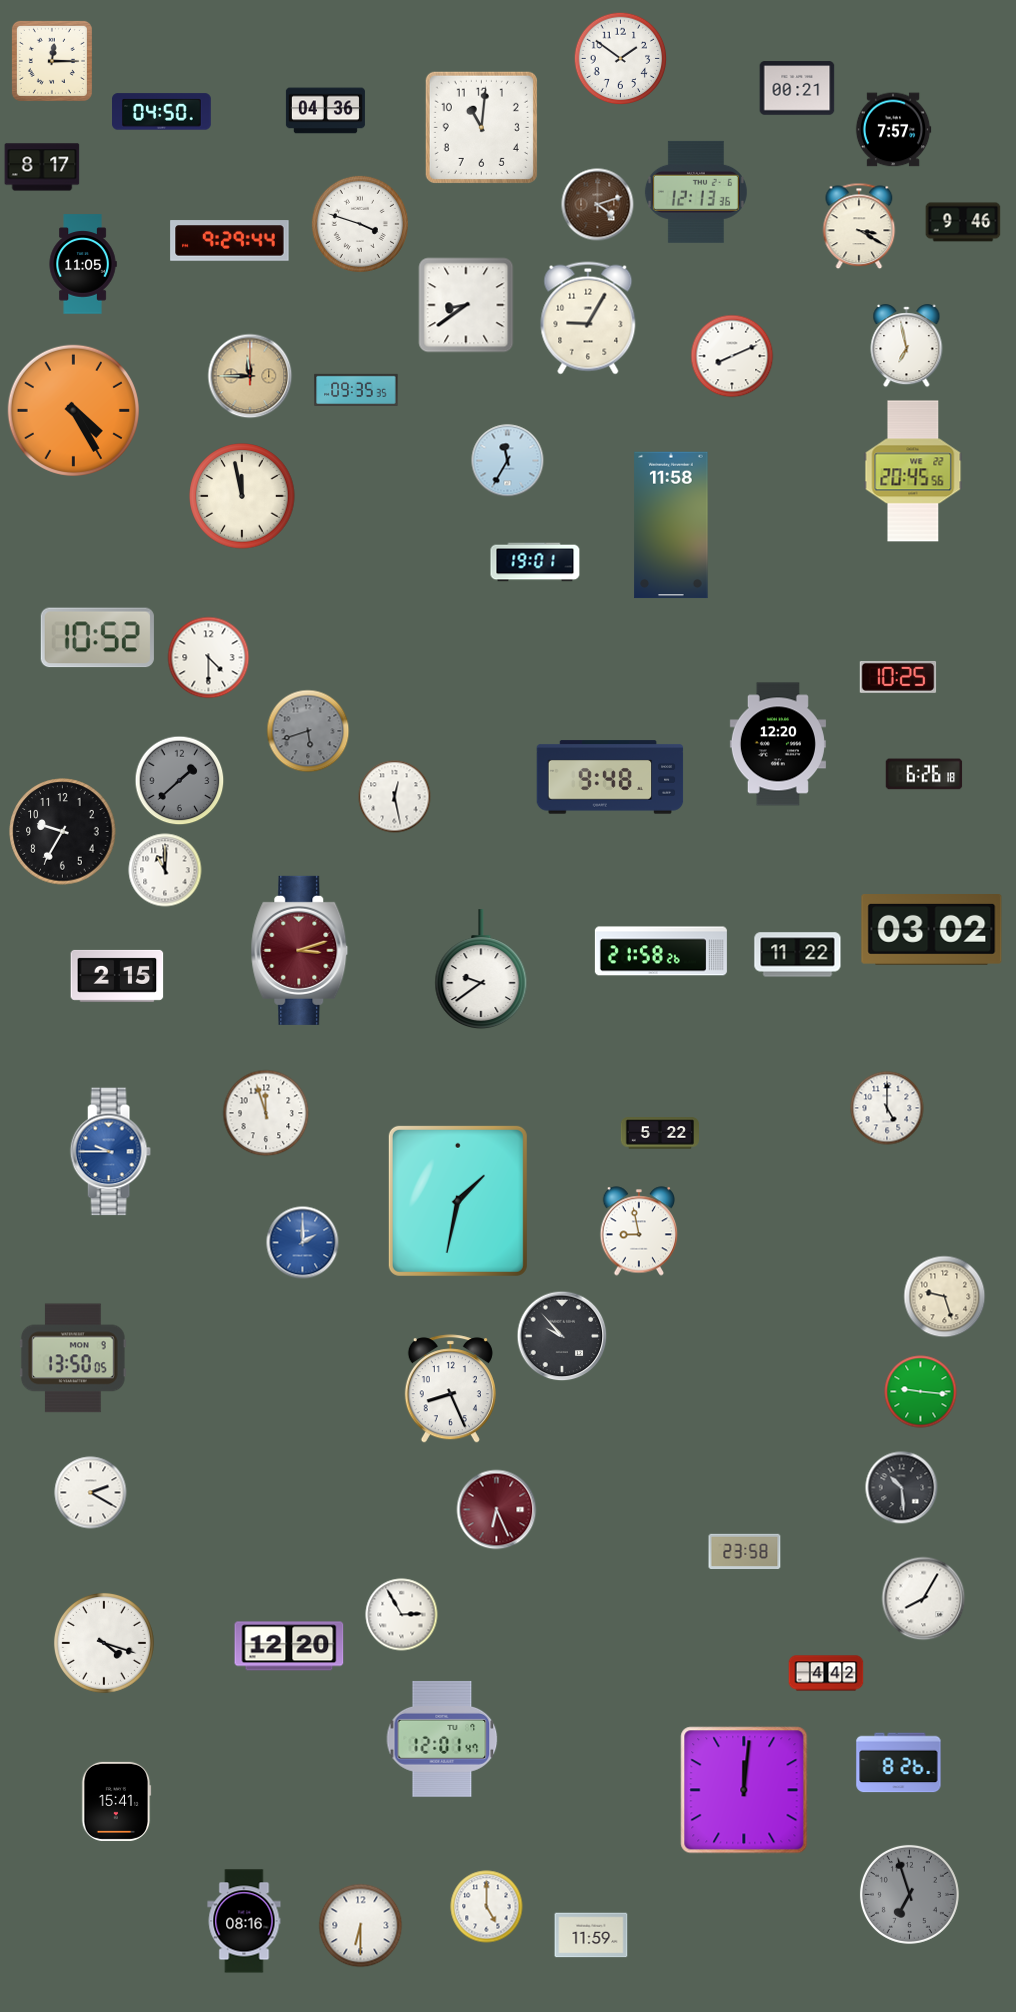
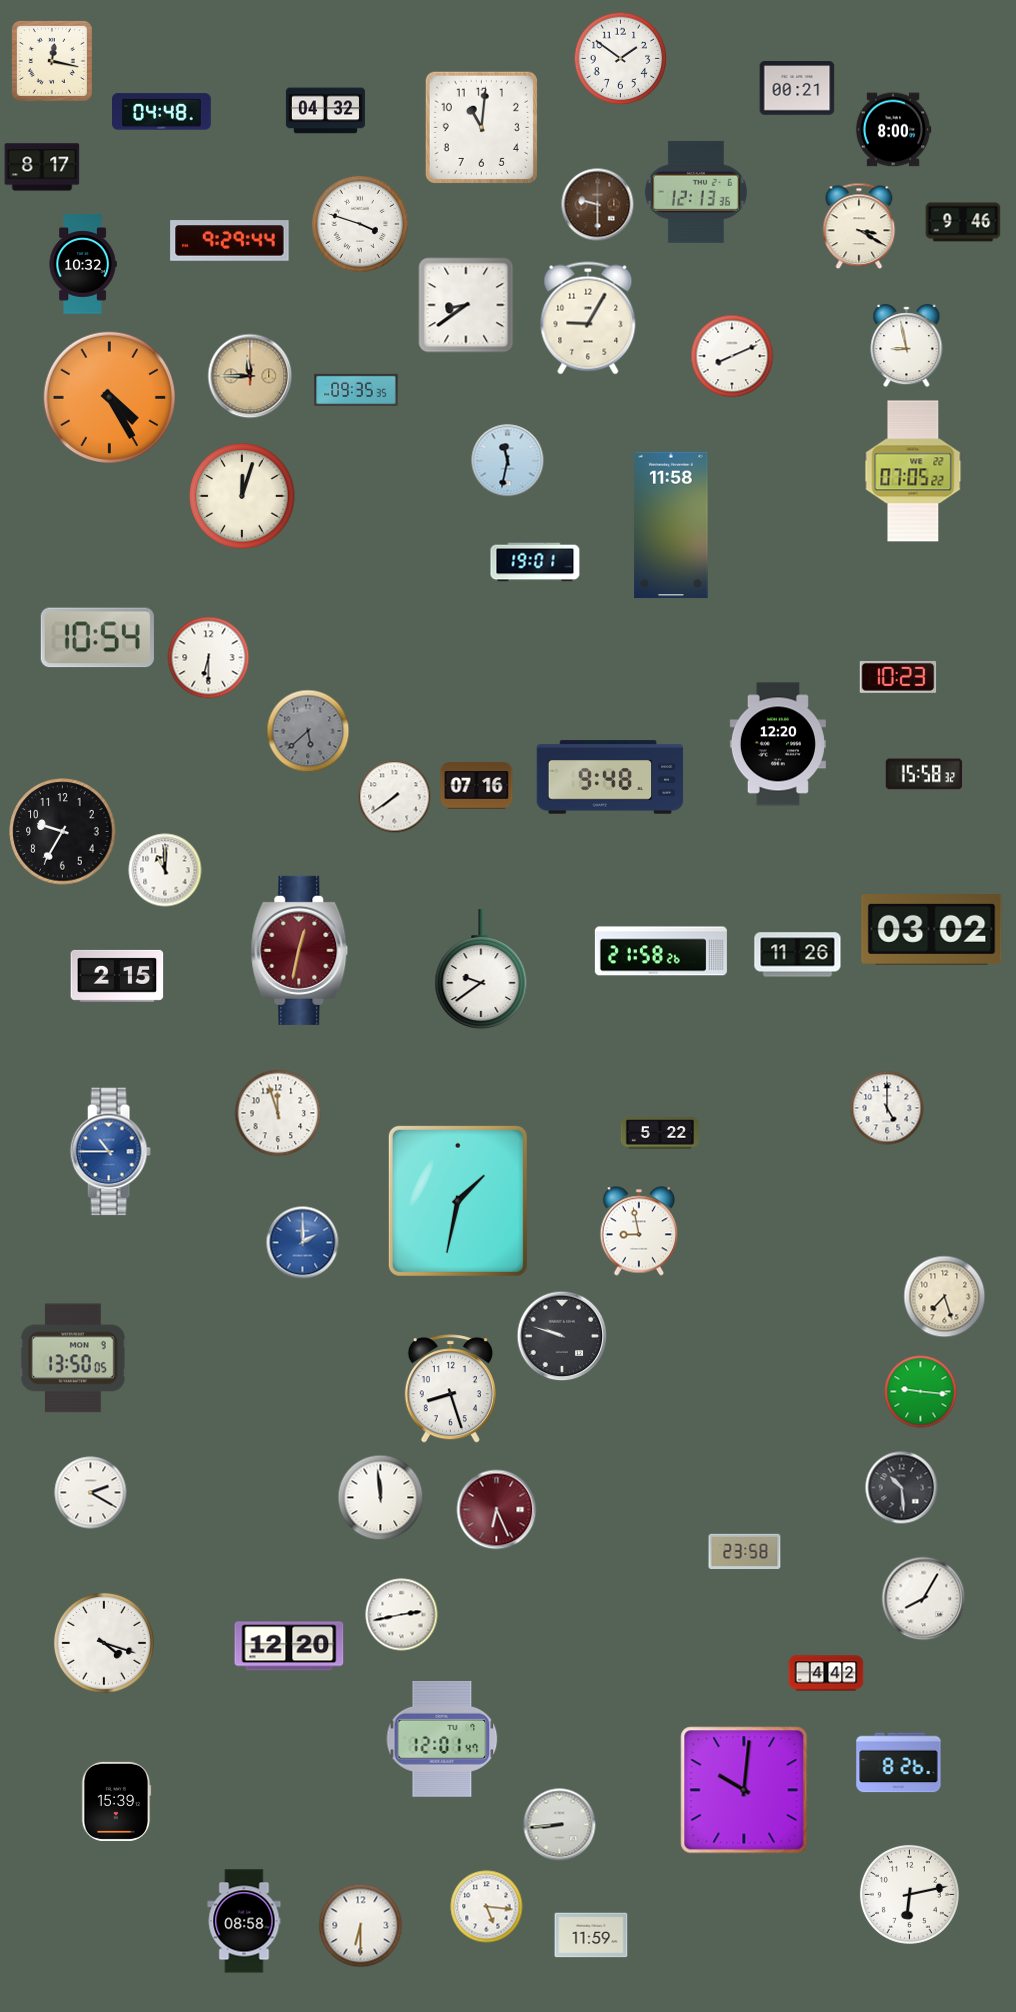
clock at (52, 61): 12:15 -> 12:17
clock at (325, 111): 04:36 -> 04:32
clock at (162, 112): 04:50 -> 04:48
clock at (893, 130): 7:57 -> 8:00
clock at (598, 205): 4:12 -> 9:30
clock at (83, 264): 11:05 -> 10:32
clock at (907, 346): 6:58 -> 8:58
clock at (73, 410) position: (73, 410) -> (109, 397)
clock at (508, 461): 11:35 -> 11:32
clock at (913, 471): 20:45 -> 07:05
clock at (242, 496): 11:58 -> 12:03
clock at (97, 638): 10:52 -> 10:54
clock at (209, 658): 4:30 -> 6:30
clock at (898, 677): 10:25 -> 10:23
clock at (308, 731): 5:42 -> 5:38
clock at (924, 774): 6:26 -> 15:58
clock at (180, 781): 1:38 -> none
clock at (477, 786): none -> 07:16
clock at (395, 797): 12:28 -> 7:39
clock at (300, 950): 3:12 -> 12:32
clock at (798, 955): 11:22 -> 11:26
clock at (266, 1113) position: (266, 1113) -> (278, 1113)
clock at (110, 1152): 9:45 -> 10:45
clock at (945, 1297): 9:27 -> 7:27
clock at (562, 1336): 9:53 -> 9:48
clock at (450, 1389): 8:26 -> 8:27
clock at (381, 1498): none -> 11:59
clock at (402, 1615): 2:55 -> 2:43
clock at (744, 1790): 12:01 -> 10:01
clock at (117, 1801): 15:41 -> 15:39
clock at (560, 1825): none -> 8:44
clock at (909, 1894): 6:57 -> 6:13
clock at (909, 1894) dial: grey -> white
clock at (487, 1907): 5:00 -> 5:16
clock at (244, 1921): 08:16 -> 08:58
